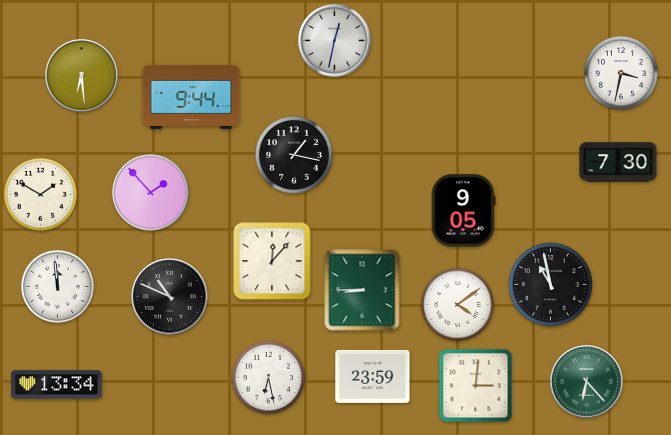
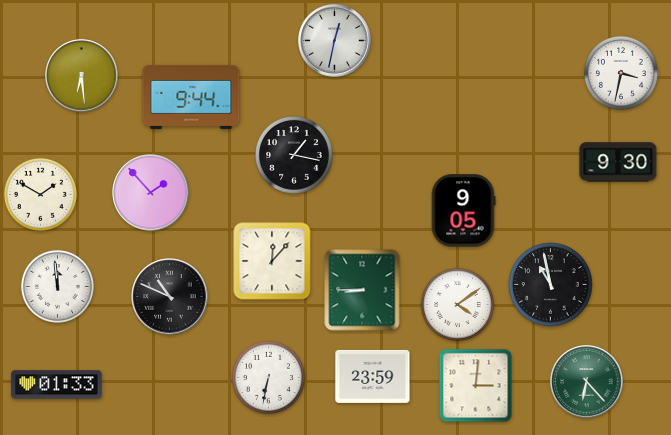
clock at (618, 162): 7:30 -> 9:30
clock at (268, 377): 6:28 -> 6:32
clock at (57, 385): 13:34 -> 01:33
